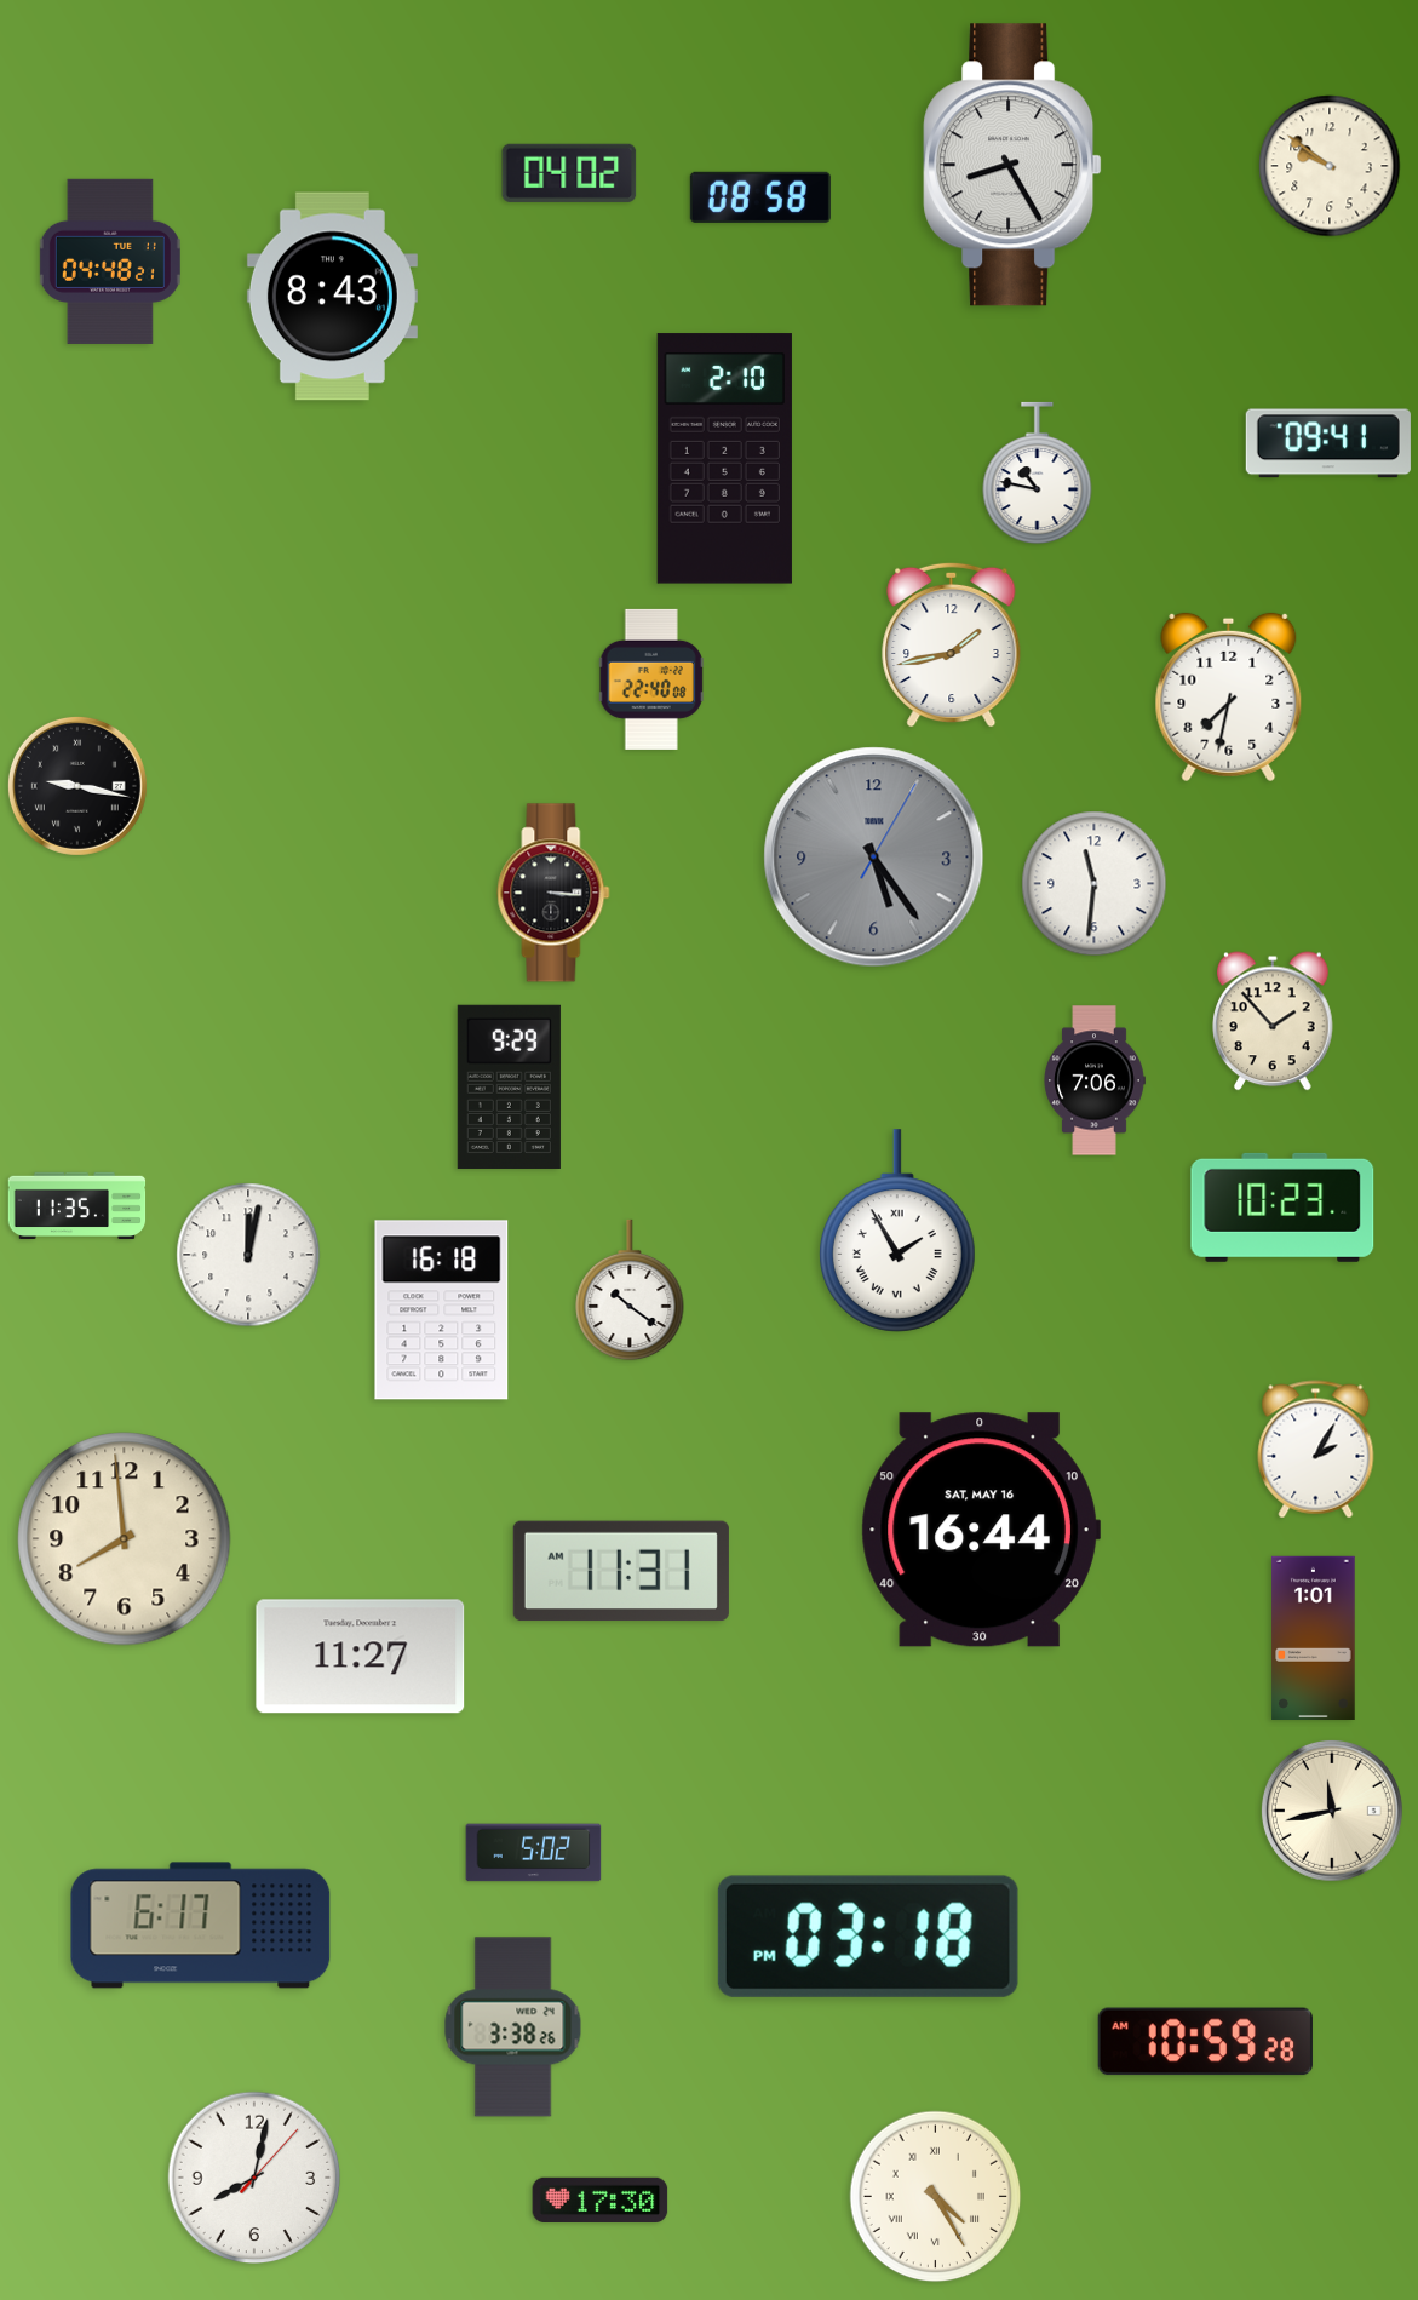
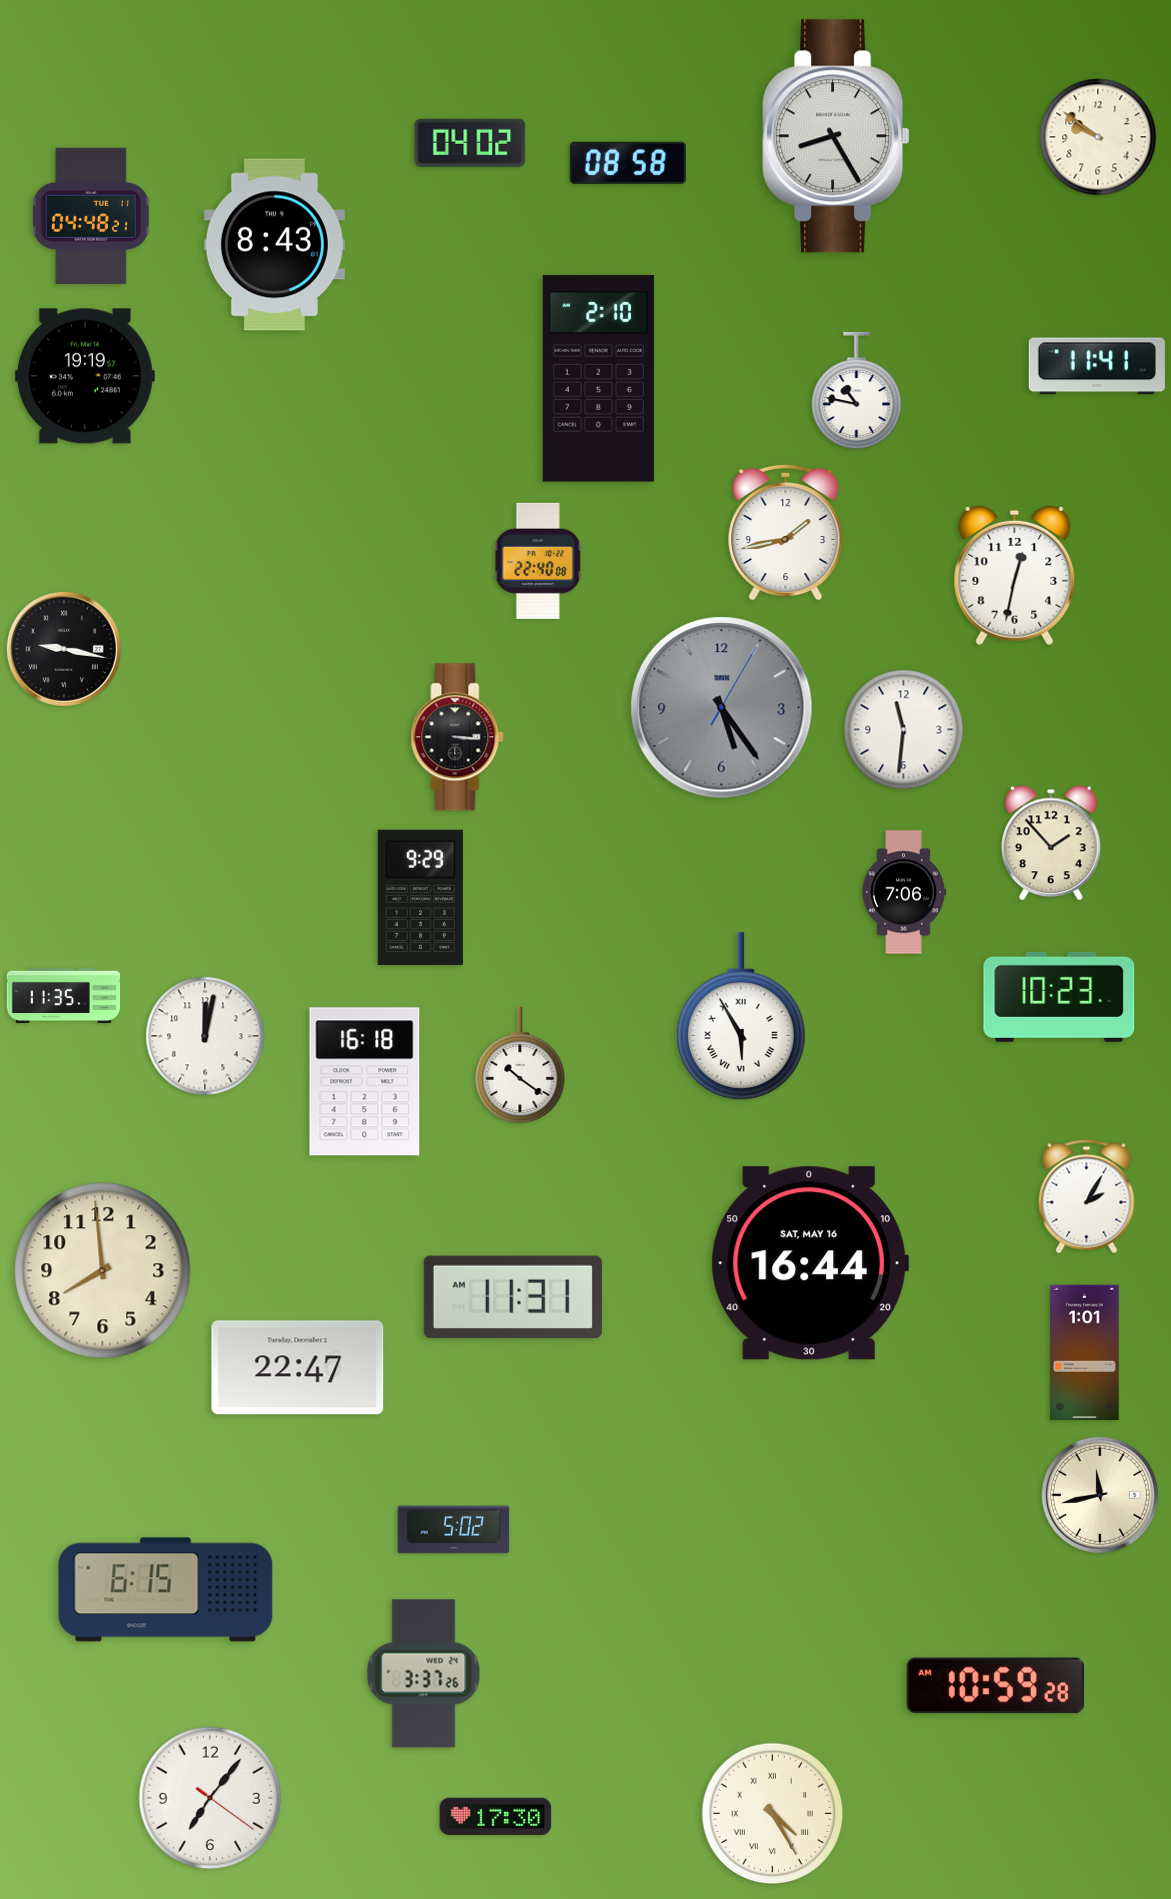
clock at (1328, 443): 09:41 -> 11:41
clock at (85, 376): none -> 19:19
clock at (1229, 698): 7:32 -> 12:32
clock at (897, 1231): 1:55 -> 5:55
clock at (361, 1657): 11:27 -> 22:47
clock at (534, 1853) position: (534, 1853) -> (454, 1530)
clock at (201, 1926): 6:17 -> 6:15
clock at (868, 1937): 03:18 -> none
clock at (513, 2027): 3:38 -> 3:37
clock at (254, 2178): 8:02 -> 7:06
